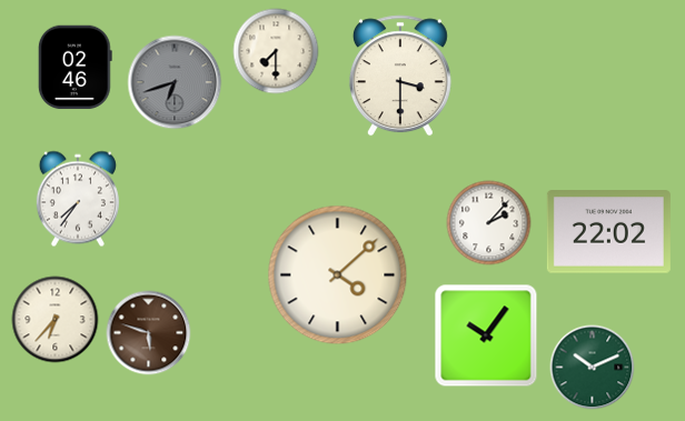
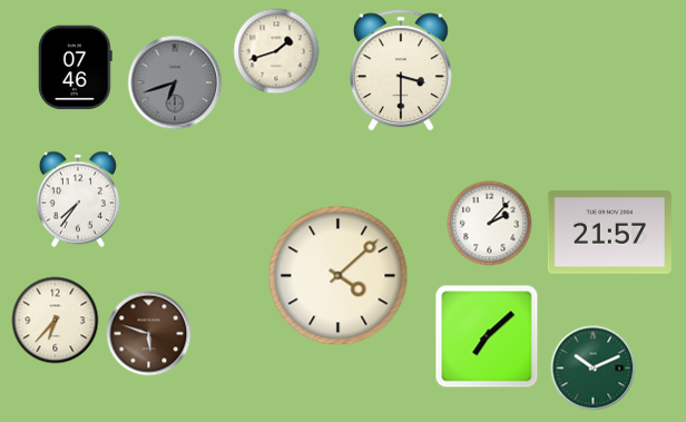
clock at (276, 51): 7:30 -> 1:42
clock at (75, 68): 02:46 -> 07:46
clock at (400, 76) position: (400, 76) -> (401, 70)
clock at (608, 232): 22:02 -> 21:57
clock at (486, 335): 10:06 -> 7:08
